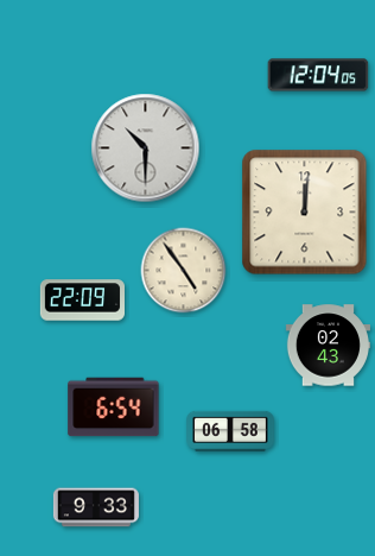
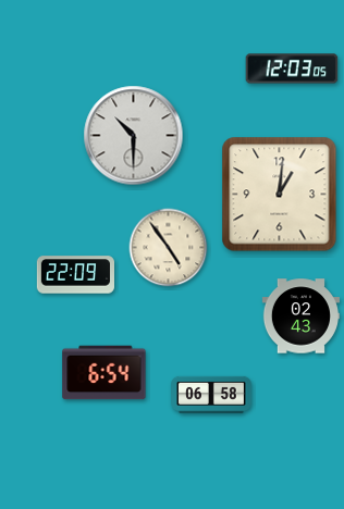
clock at (318, 75): 12:04 -> 12:03
clock at (305, 213): 12:01 -> 1:01
clock at (96, 507): 9:33 -> none
